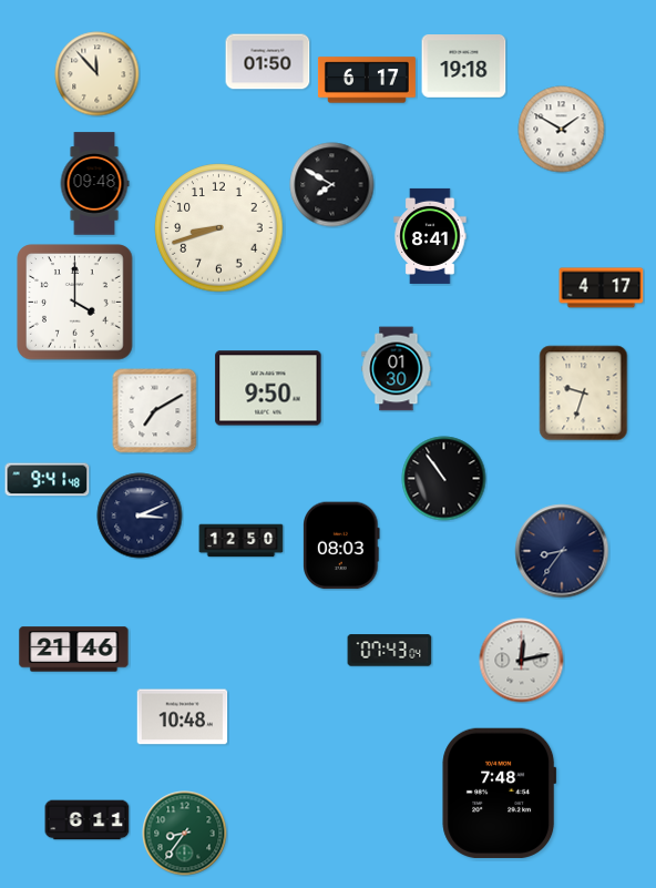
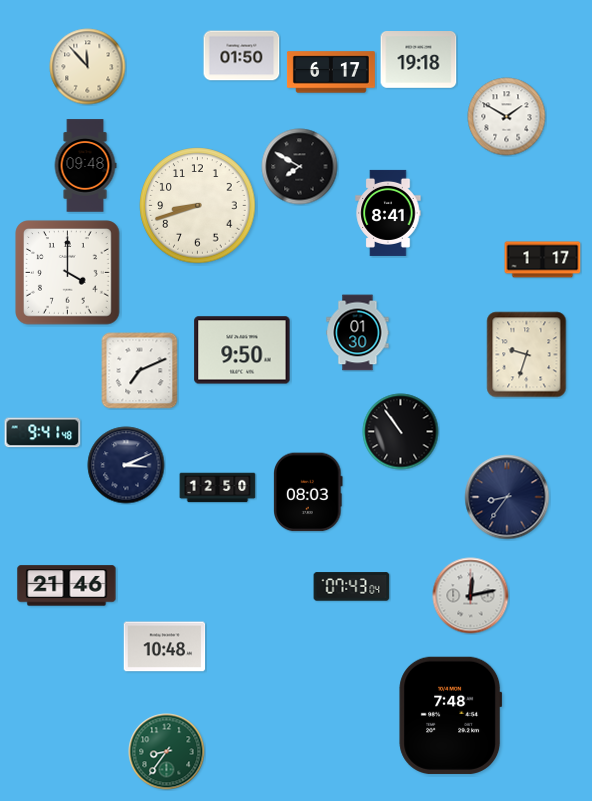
clock at (602, 288): 4:17 -> 1:17
clock at (155, 411): 7:10 -> 7:11
clock at (88, 820): 6:11 -> none
